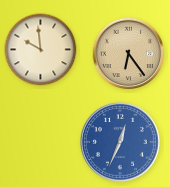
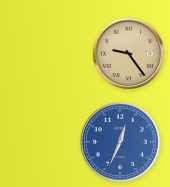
clock at (41, 50): 9:59 -> none
clock at (129, 54): 6:24 -> 9:24
